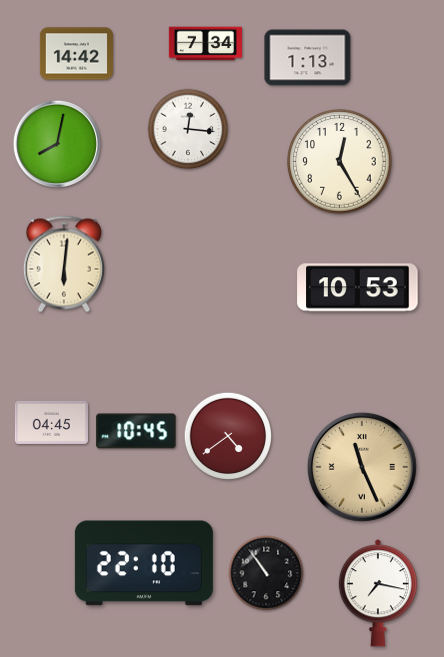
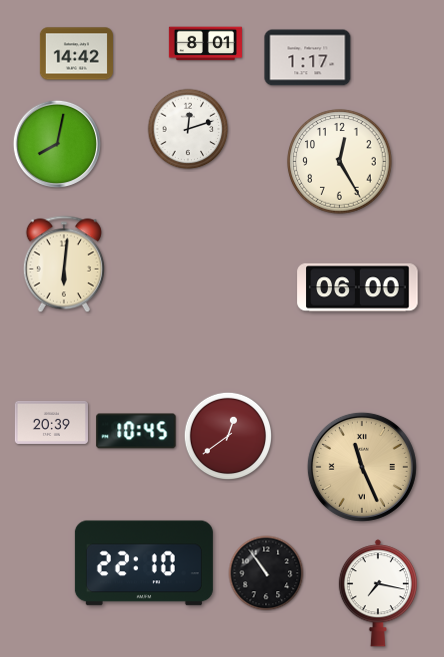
clock at (205, 44): 7:34 -> 8:01
clock at (308, 58): 1:13 -> 1:17
clock at (188, 129): 12:16 -> 12:12
clock at (358, 288): 10:53 -> 06:00
clock at (51, 422): 04:45 -> 20:39
clock at (227, 435): 4:39 -> 12:39
